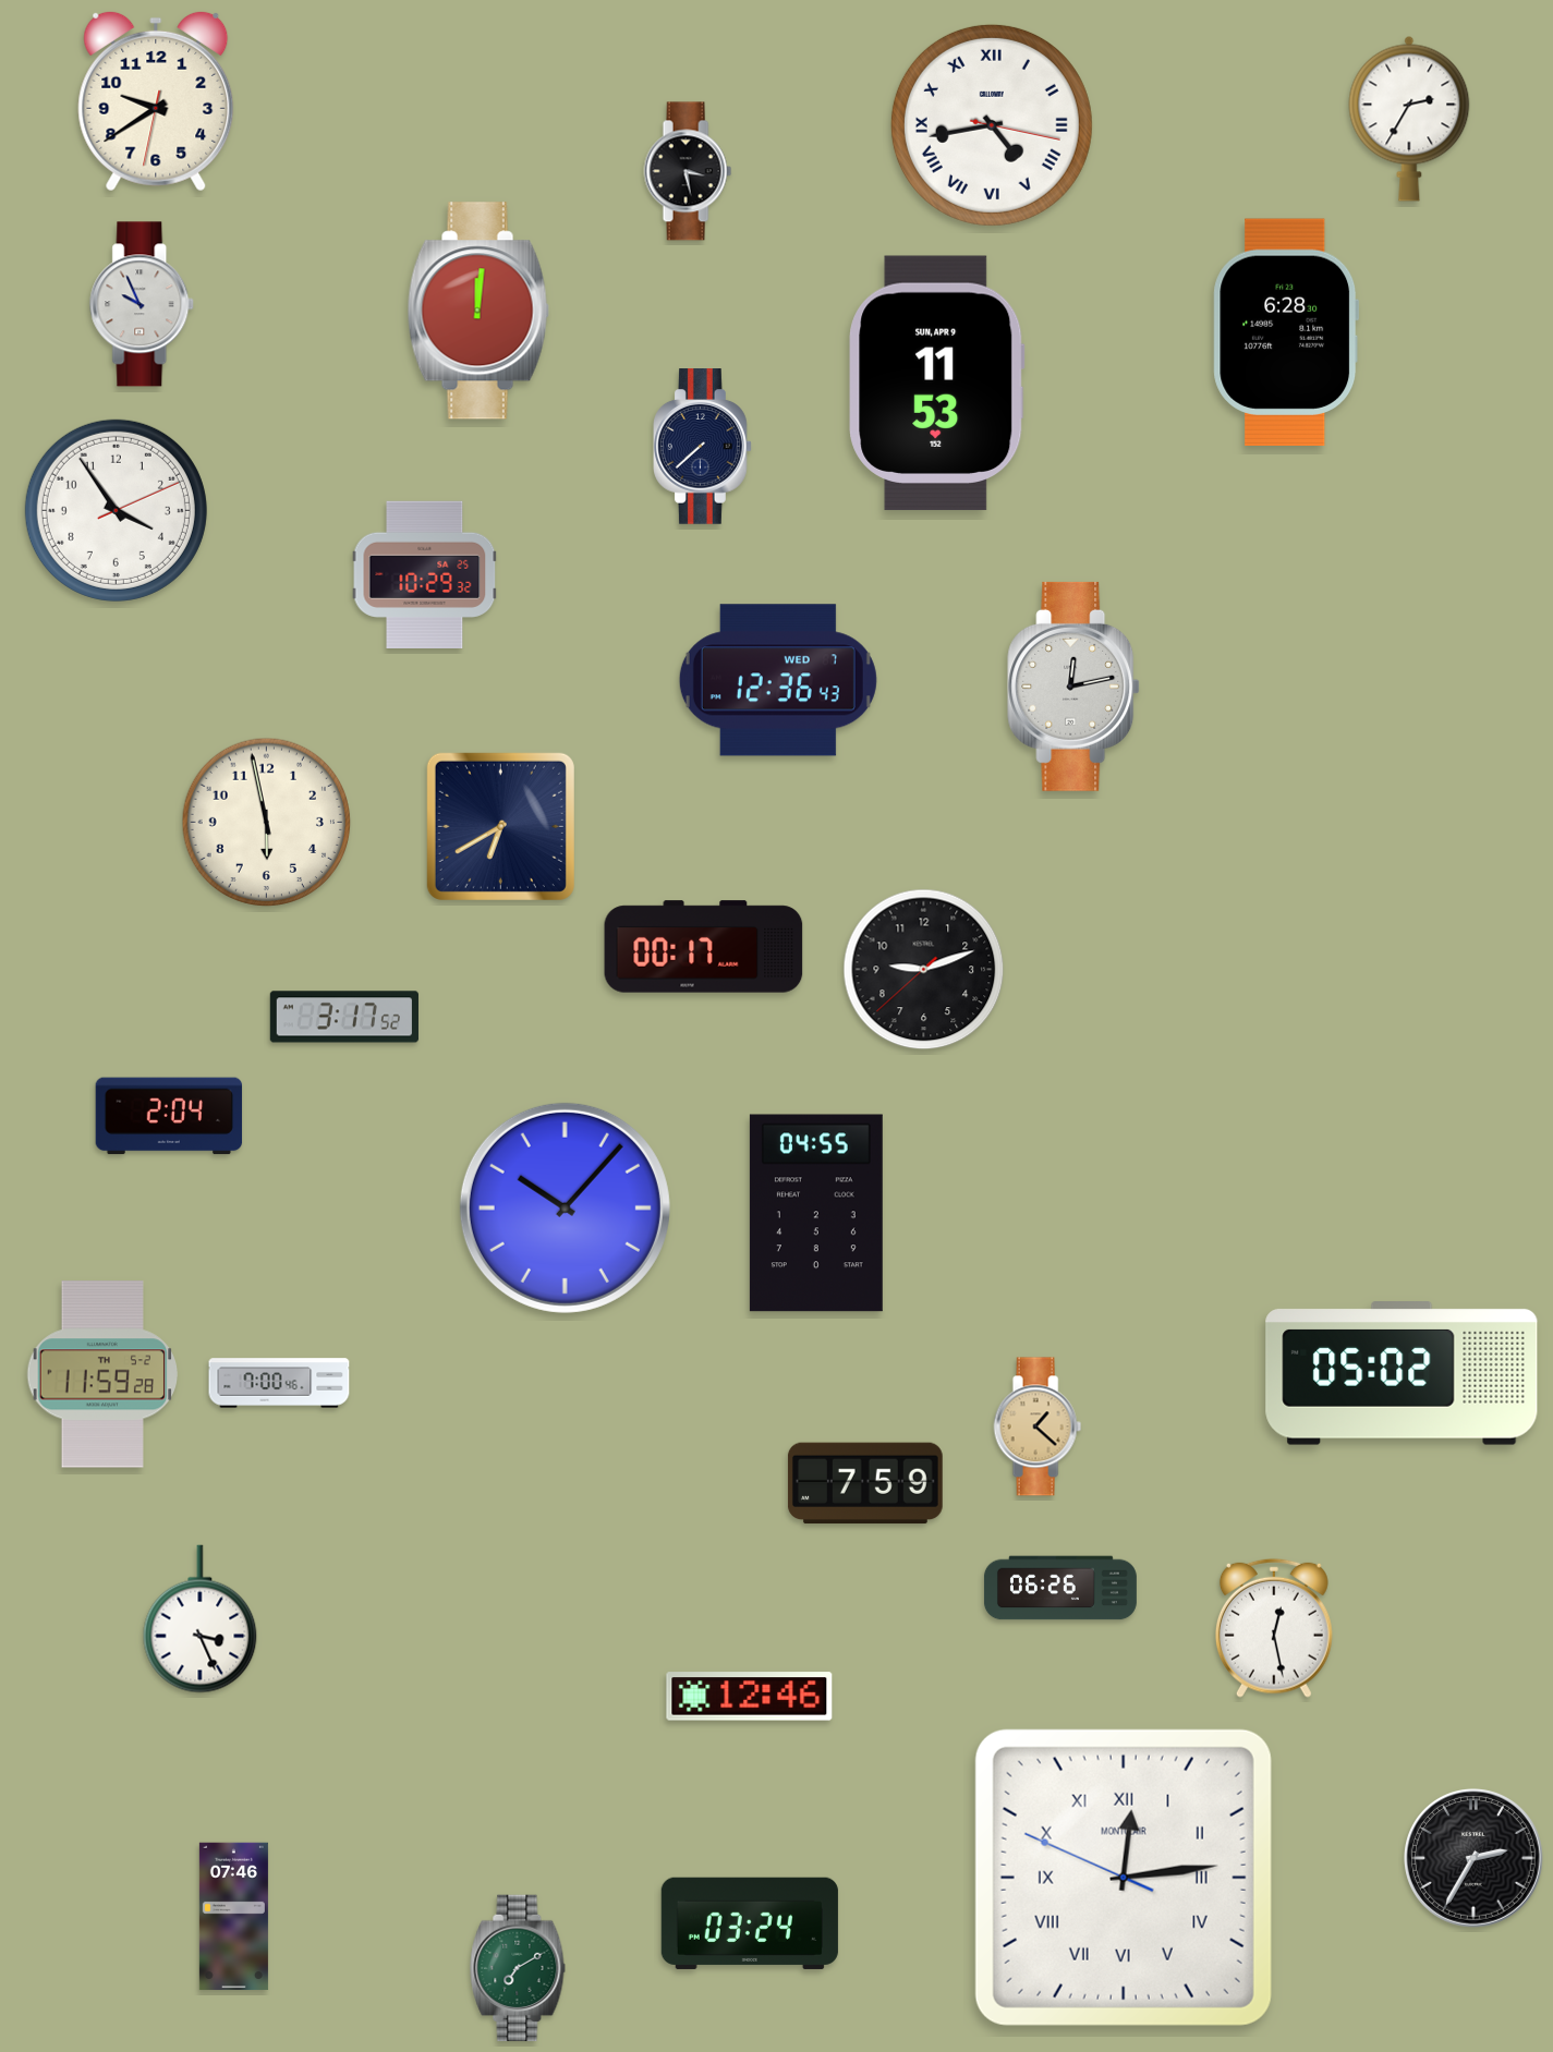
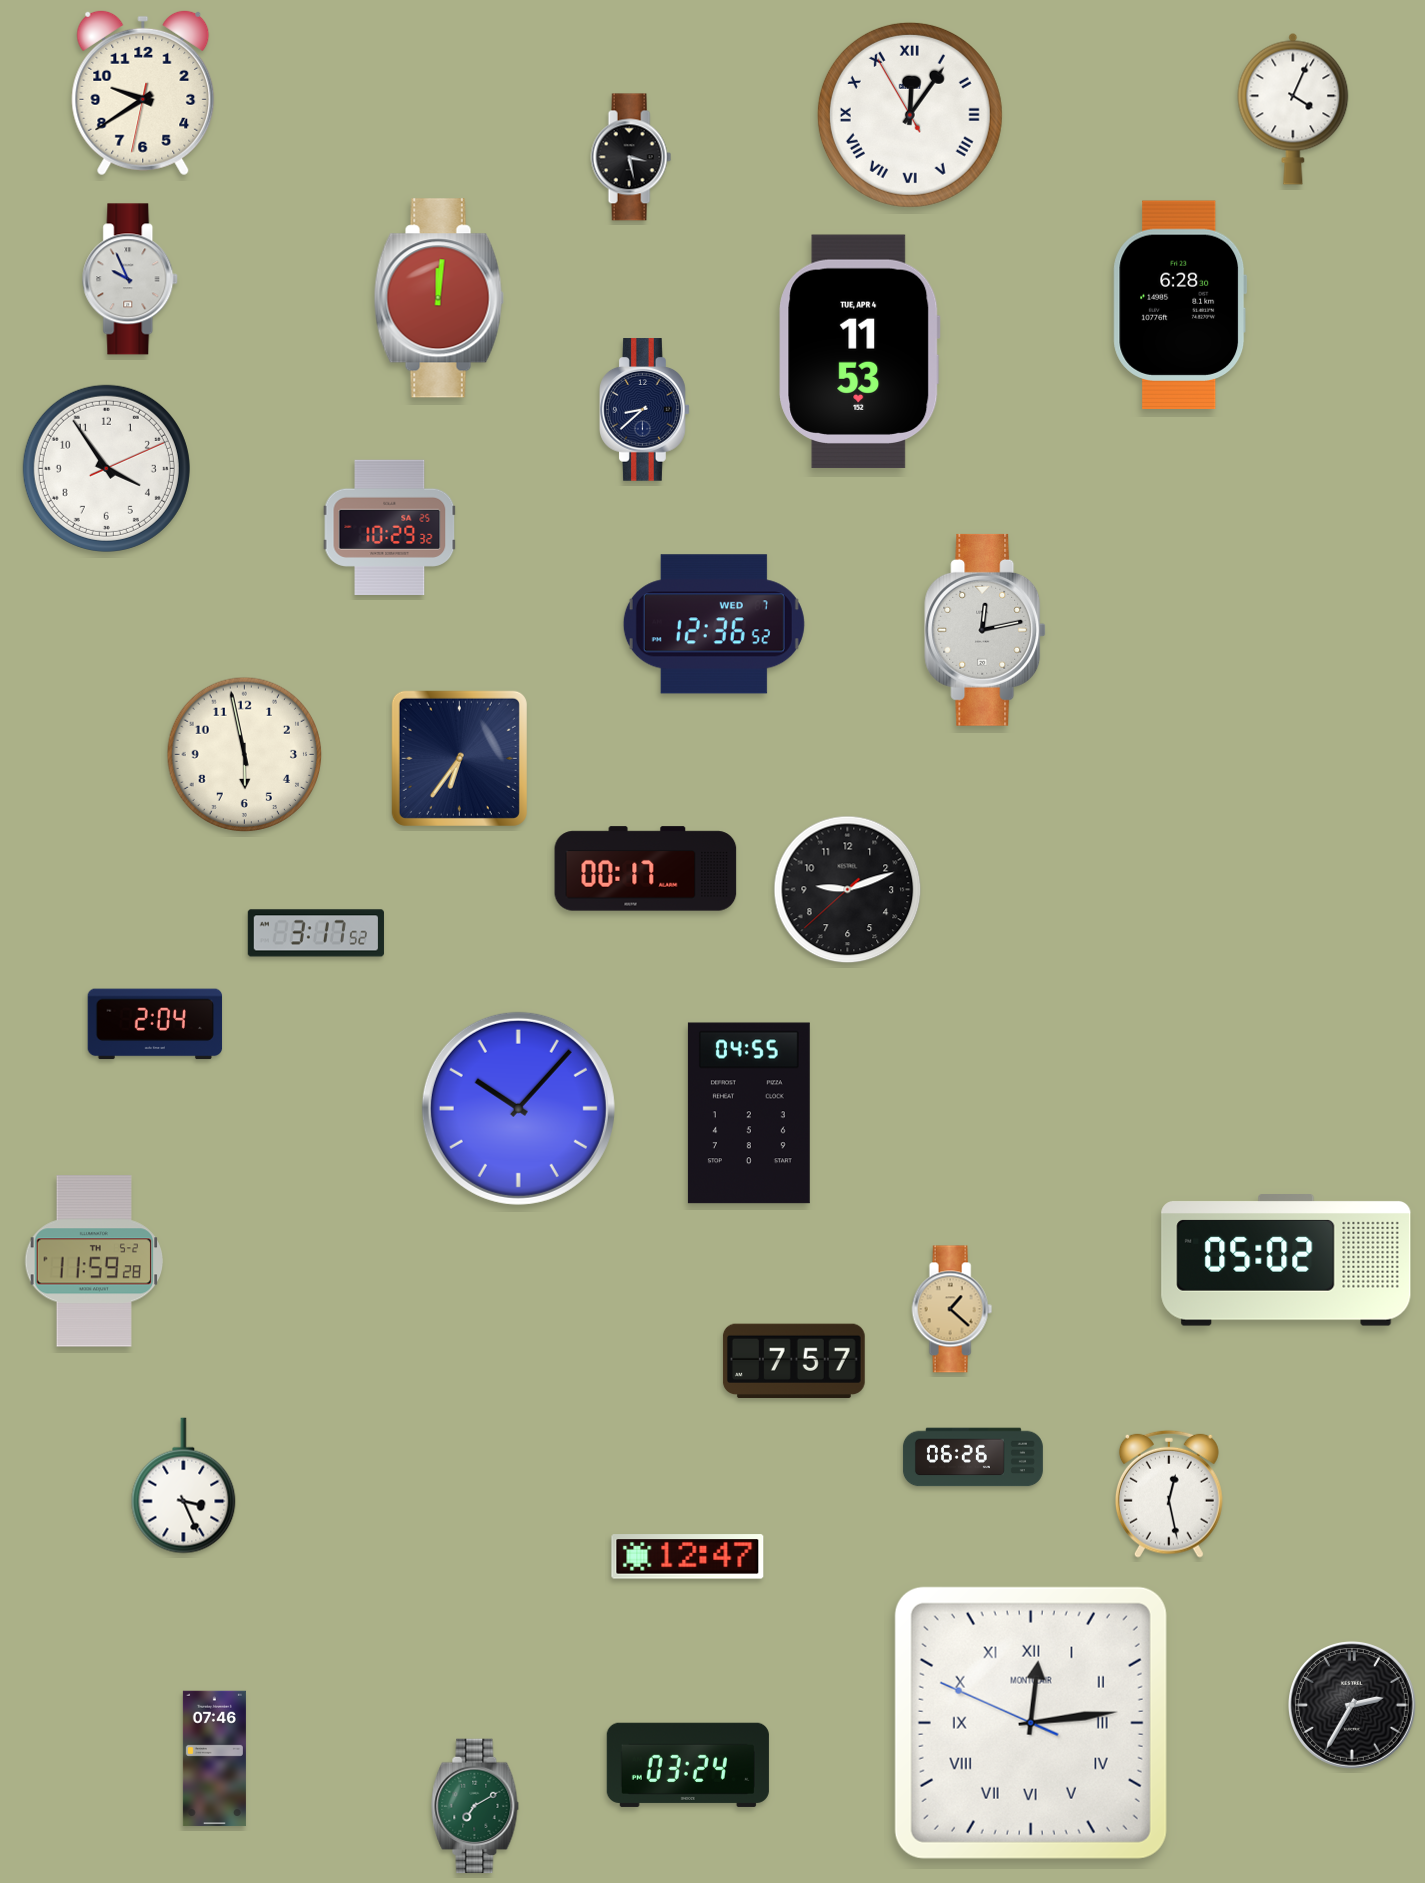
clock at (1409, 119): 2:35 -> 4:04
clock at (992, 125): 4:43 -> 12:05
clock at (478, 311) position: (478, 311) -> (439, 298)
clock at (937, 384) date: SUN, APR 9 -> TUE, APR 4
clock at (703, 447): 7:38 -> 8:38
clock at (778, 680): 12:36:43 -> 12:36:52
clock at (500, 826): 6:40 -> 6:36
clock at (279, 1383): 7:00 -> none
clock at (865, 1483): 7:59 -> 7:57
clock at (750, 1697): 12:46 -> 12:47
